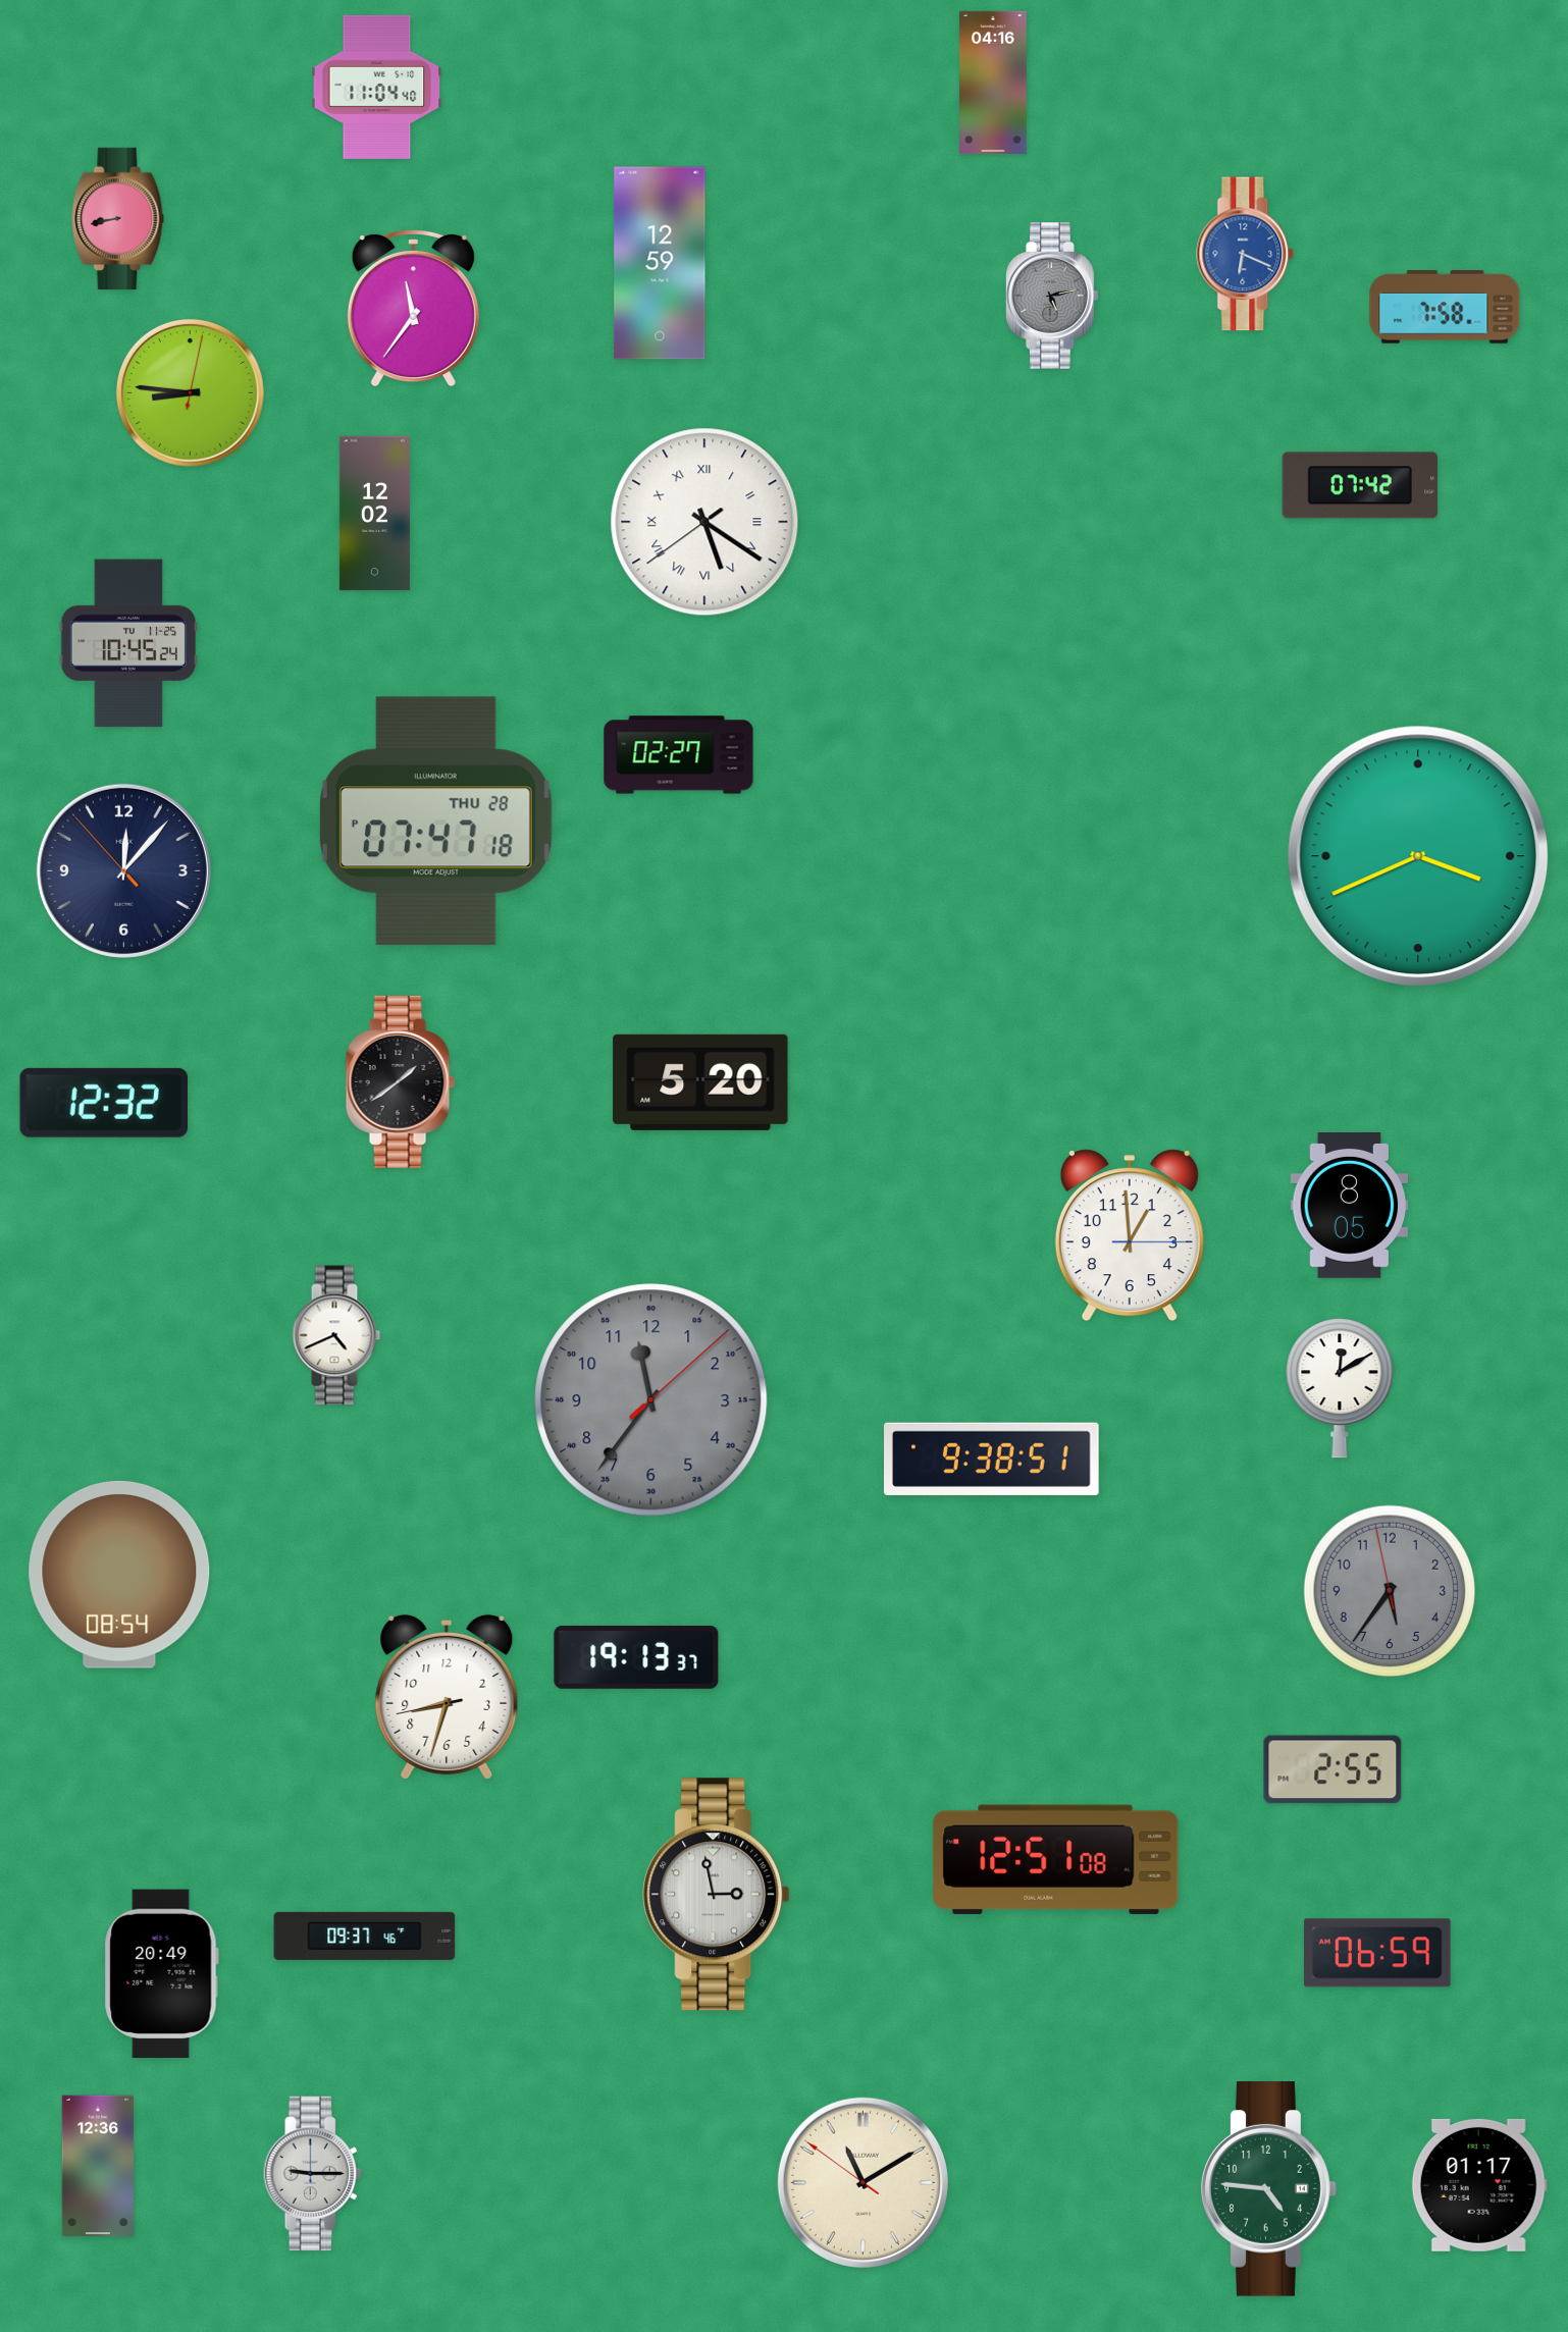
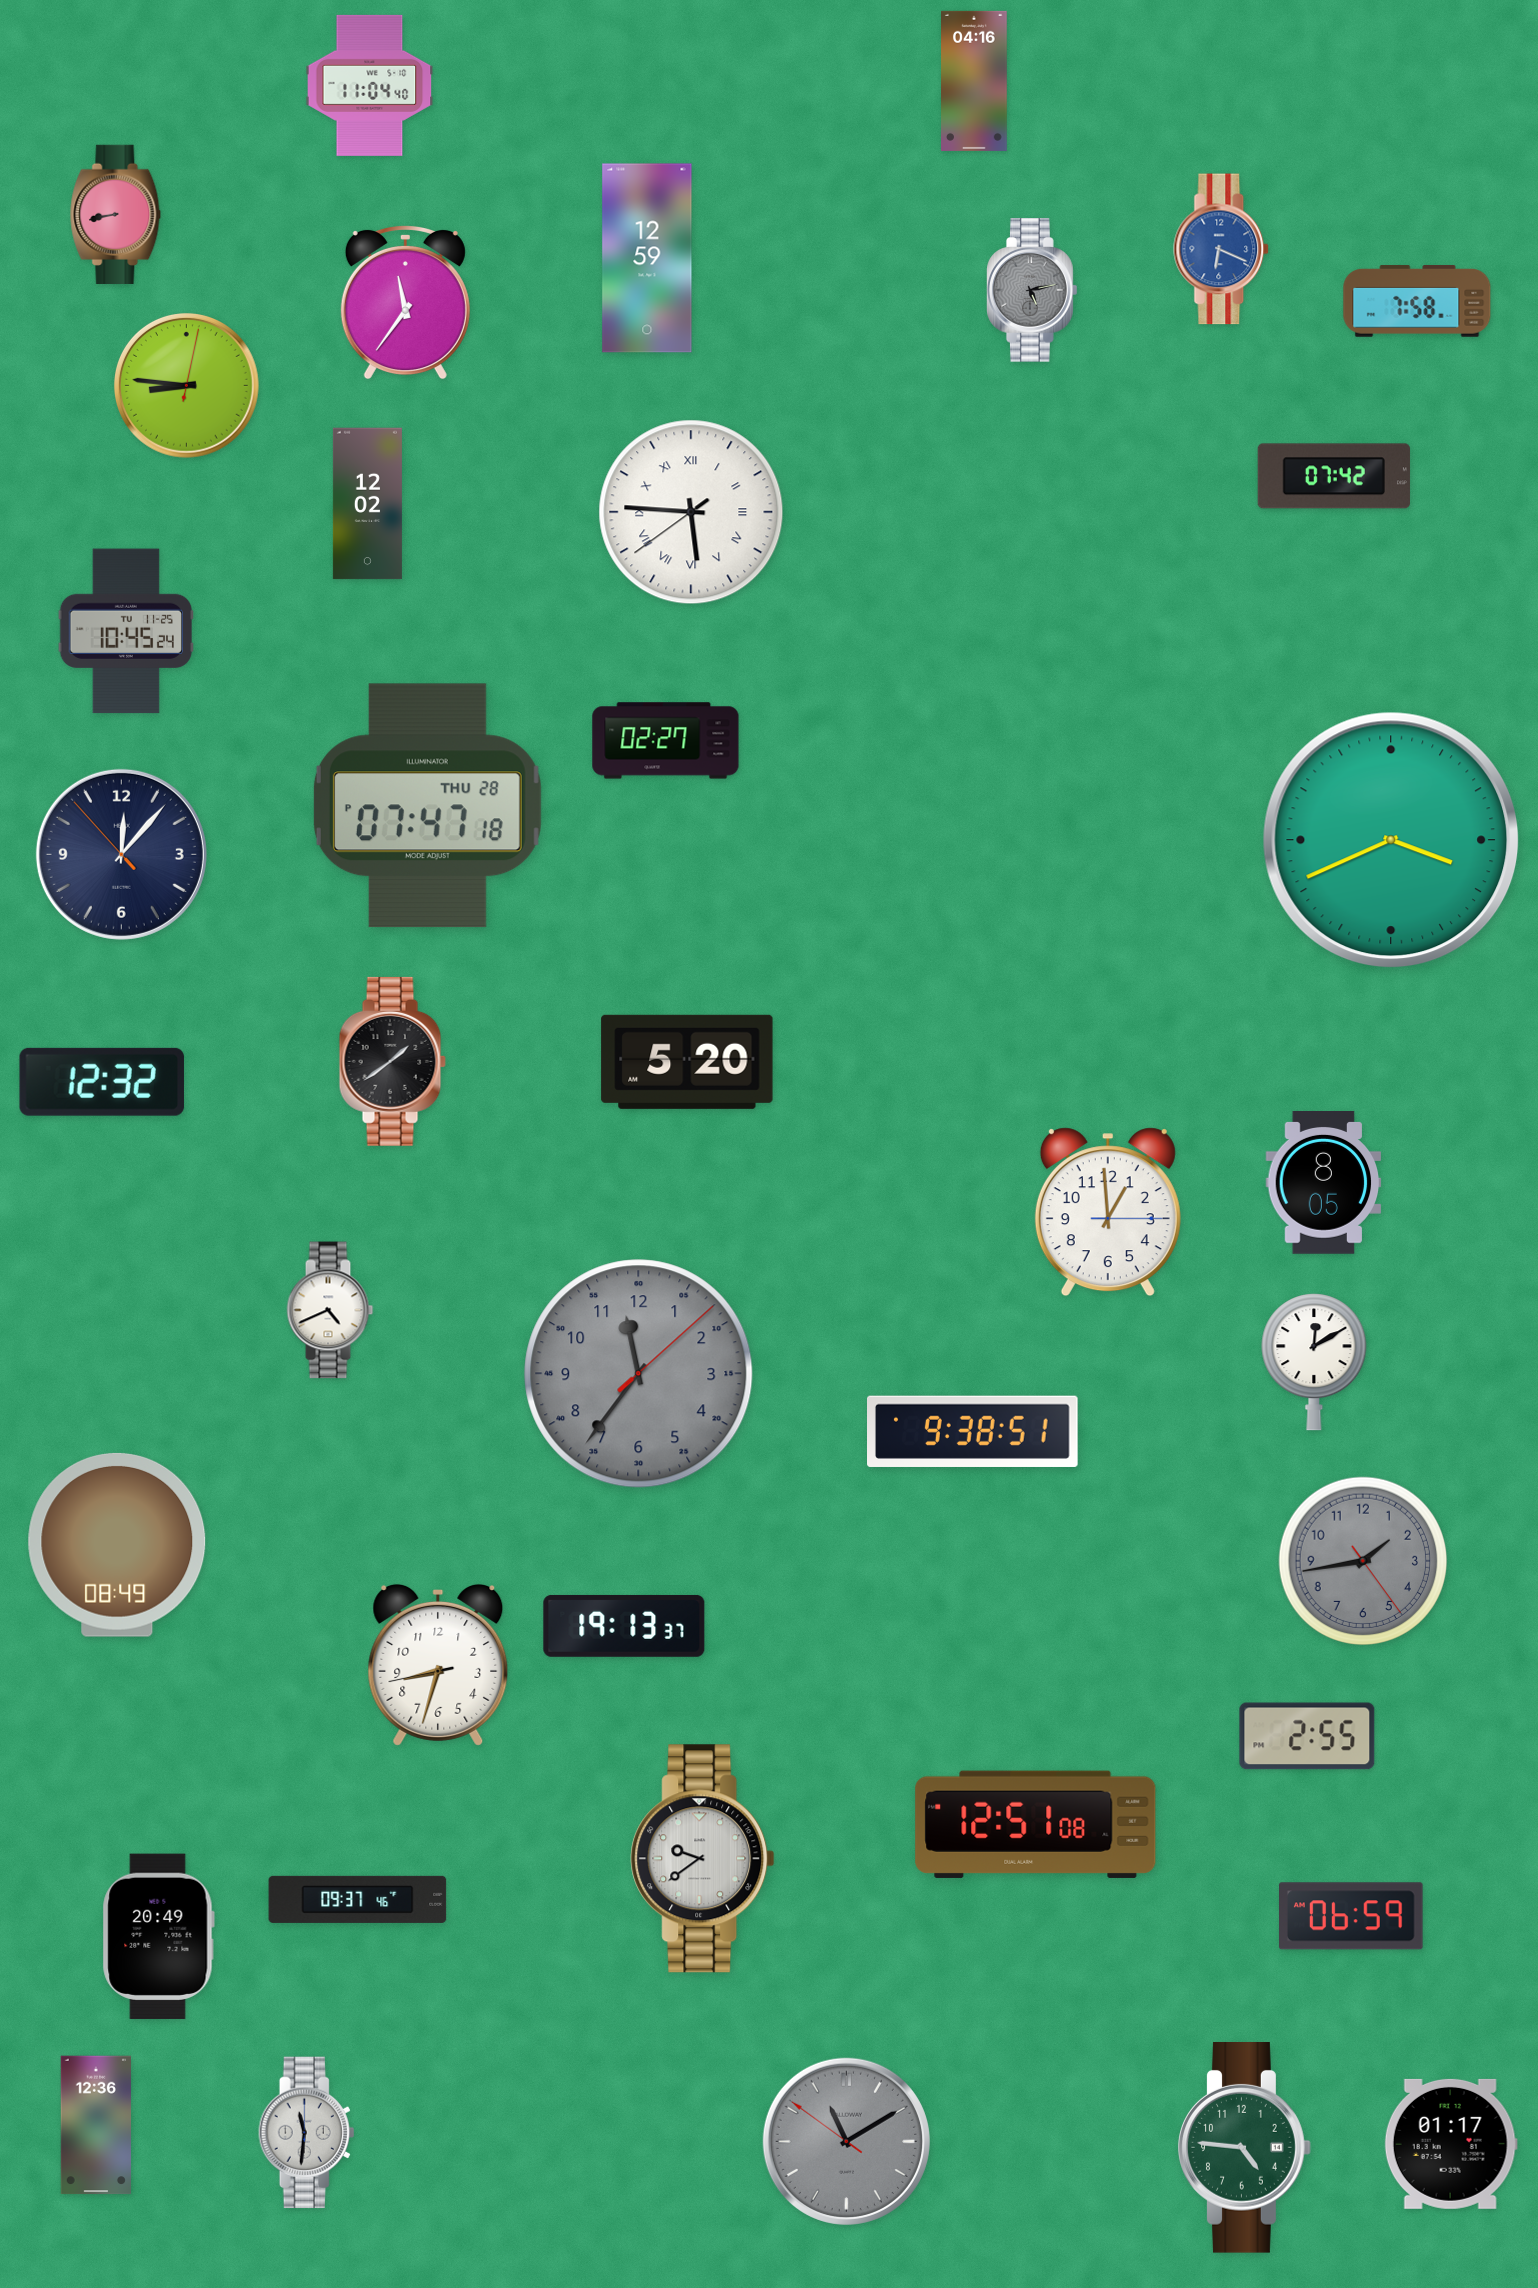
clock at (704, 522): 5:20 -> 5:45
clock at (119, 1575): 08:54 -> 08:49
clock at (1390, 1591): 5:35 -> 1:43
clock at (717, 1895): 2:58 -> 9:39
clock at (313, 2174): 9:15 -> 11:31
clock at (863, 2182) dial: cream -> grey
